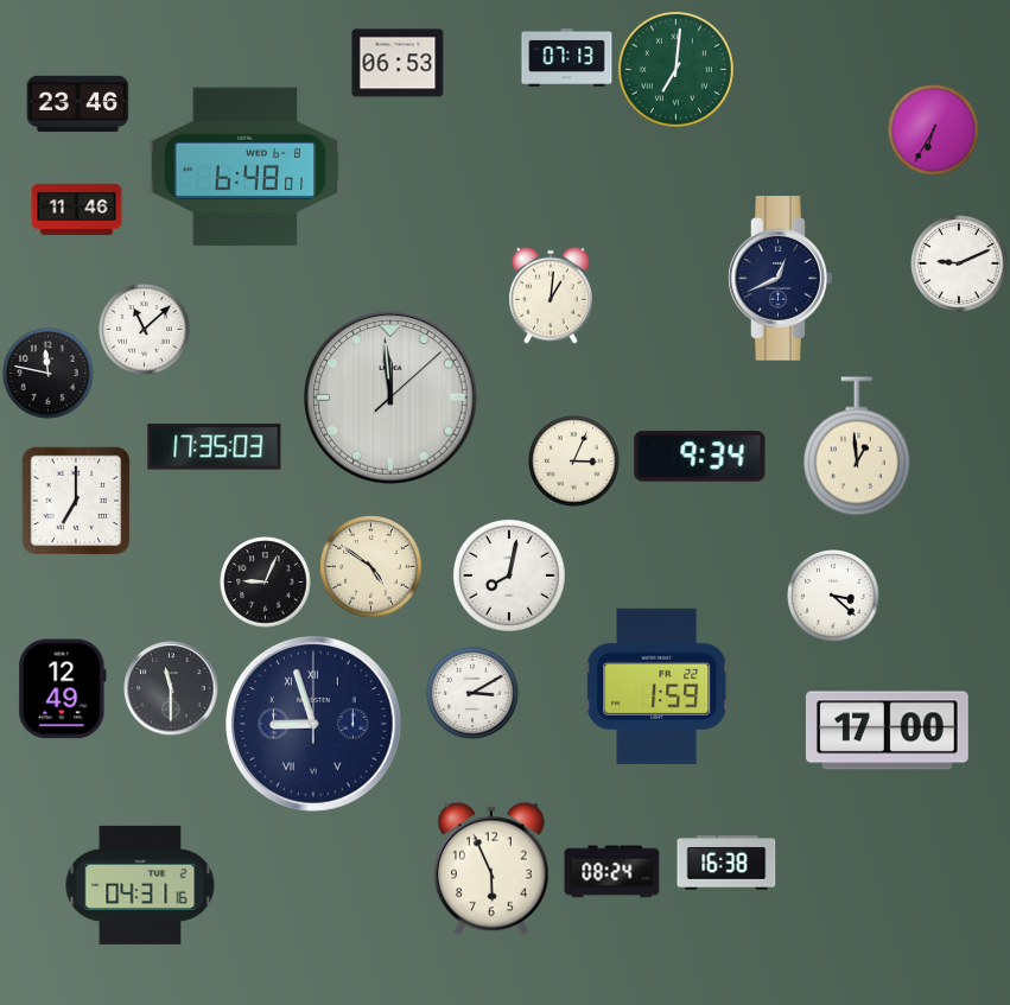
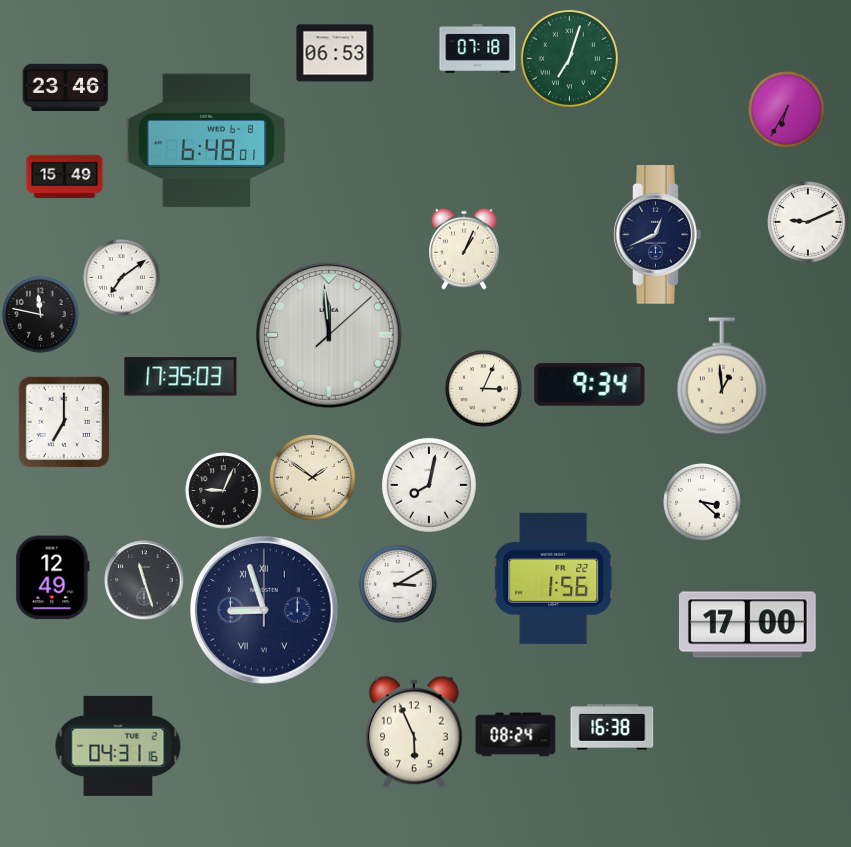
clock at (567, 57): 07:13 -> 07:18
clock at (675, 69): 7:01 -> 7:03
clock at (77, 210): 11:46 -> 15:49
clock at (552, 295): 1:01 -> 1:04
clock at (145, 330): 11:08 -> 7:09
clock at (371, 567): 4:51 -> 1:51
clock at (658, 686): 1:59 -> 1:56
clock at (171, 688): 11:30 -> 11:27
clock at (63, 689) position: (63, 689) -> (53, 578)
clock at (887, 731) position: (887, 731) -> (747, 625)
